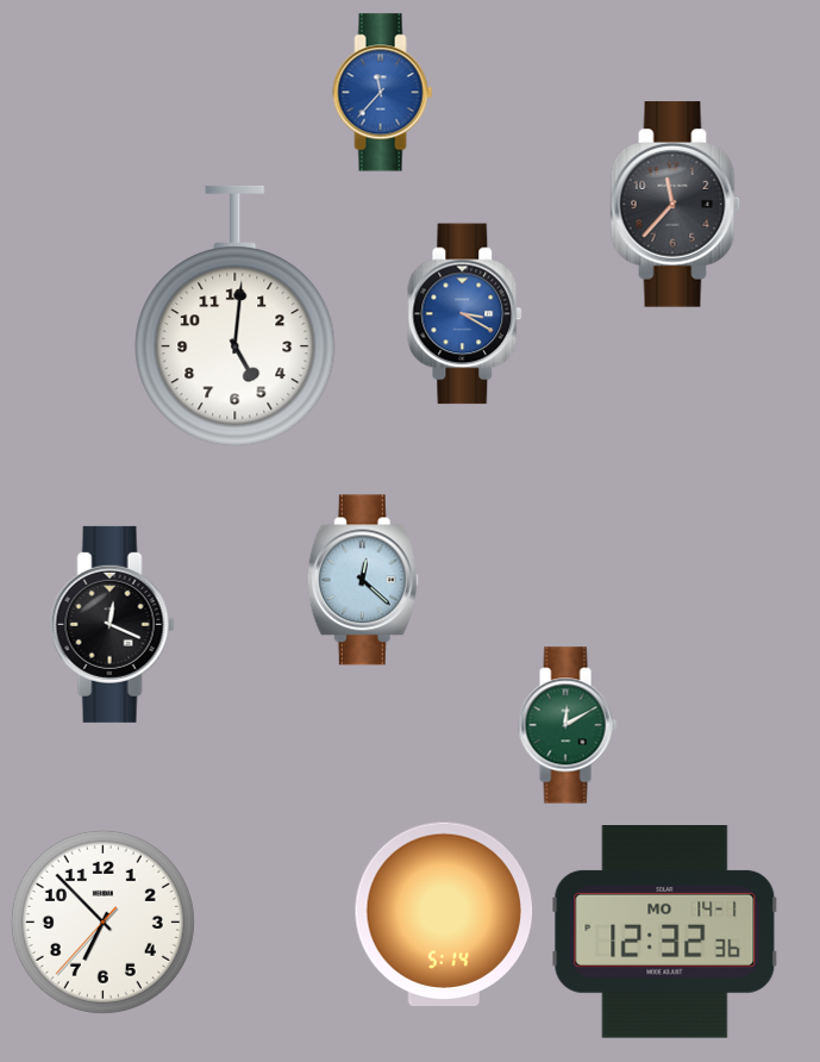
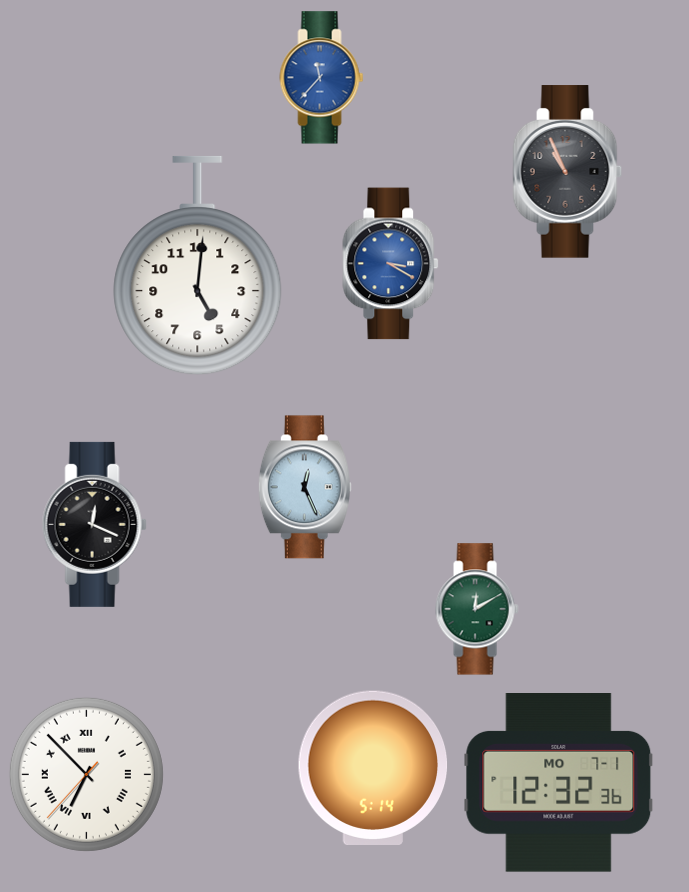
clock at (676, 205): 11:37 -> 10:56
clock at (363, 580): 12:22 -> 12:26
clock at (102, 922) numerals: Arabic -> Roman
clock at (665, 932) date: MO 14-1 -> MO 7-1
